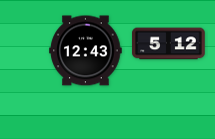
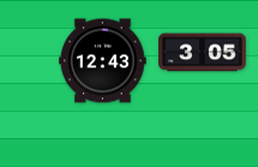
clock at (169, 44): 5:12 -> 3:05
